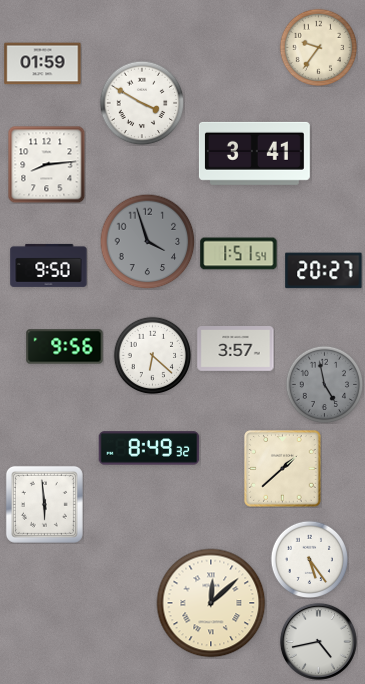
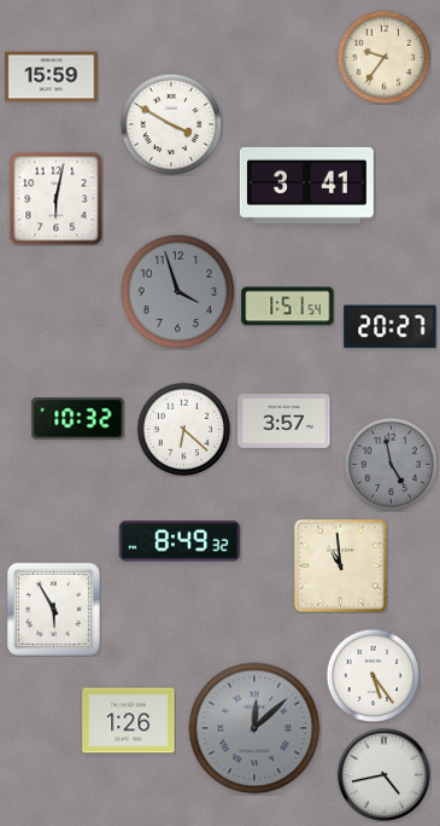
clock at (43, 64): 01:59 -> 15:59
clock at (46, 164): 8:14 -> 6:02
clock at (49, 265): 9:50 -> none
clock at (65, 347): 9:56 -> 10:32
clock at (283, 469): 1:38 -> 10:59
clock at (44, 504): 5:59 -> 5:55
clock at (129, 721): none -> 1:26
clock at (211, 603) dial: cream -> grey
